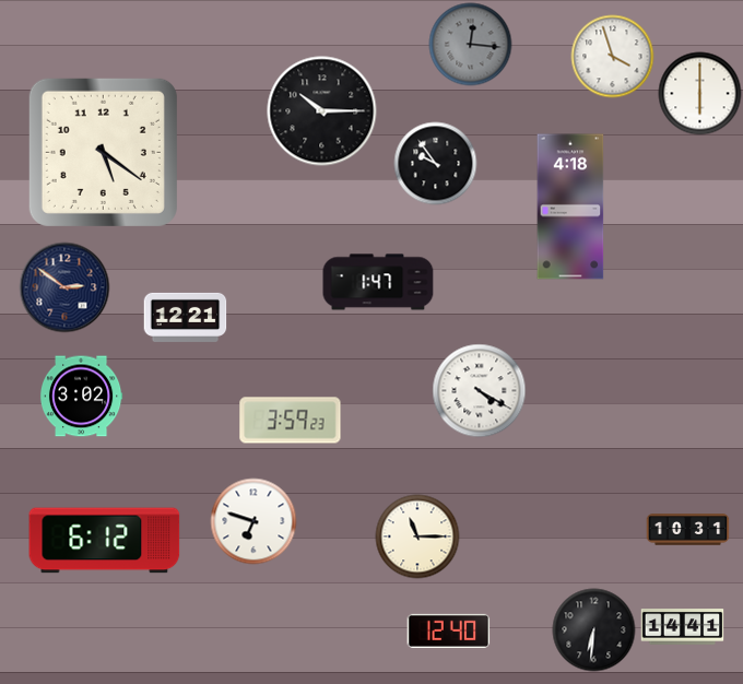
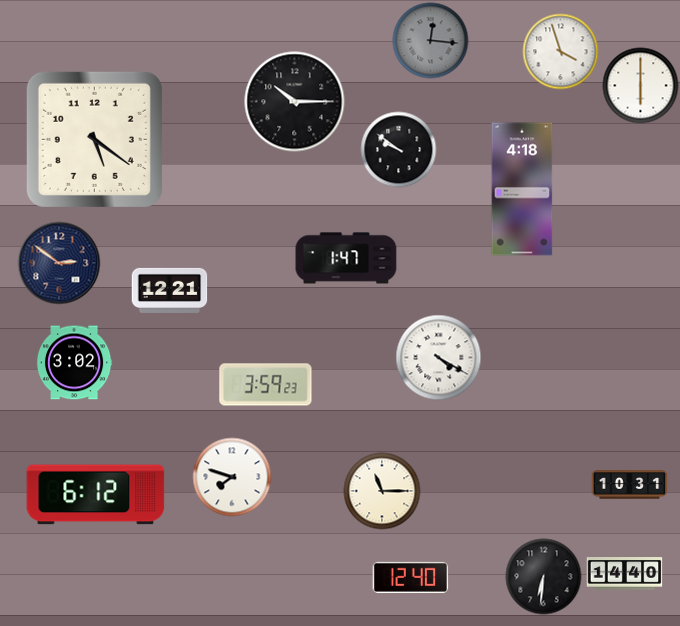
clock at (436, 164): 9:54 -> 9:51
clock at (253, 521): 6:48 -> 7:48
clock at (683, 627): 14:41 -> 14:40
